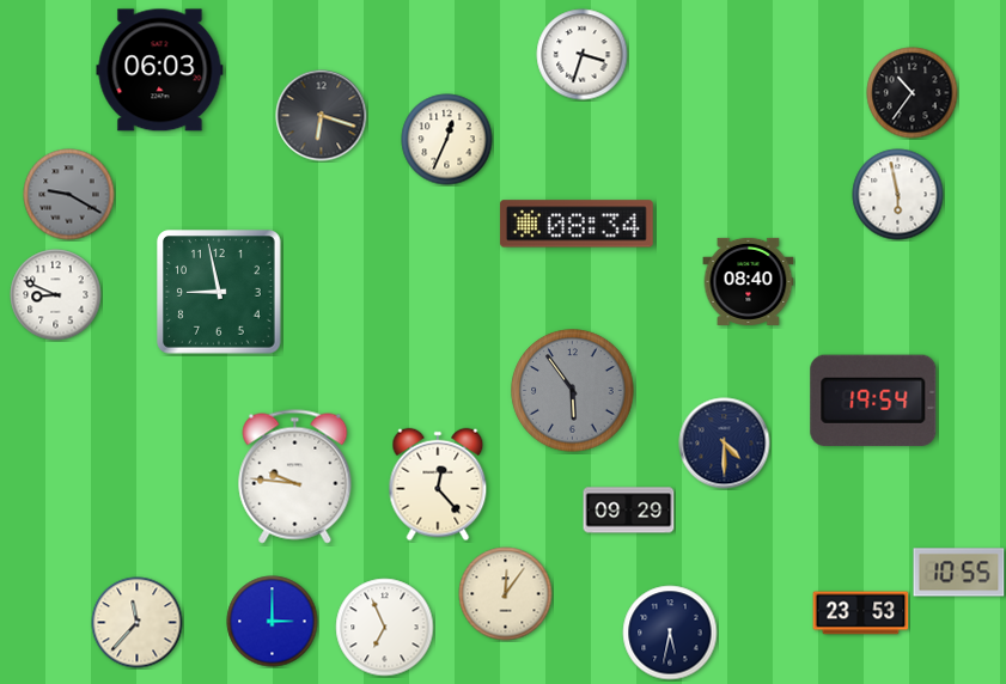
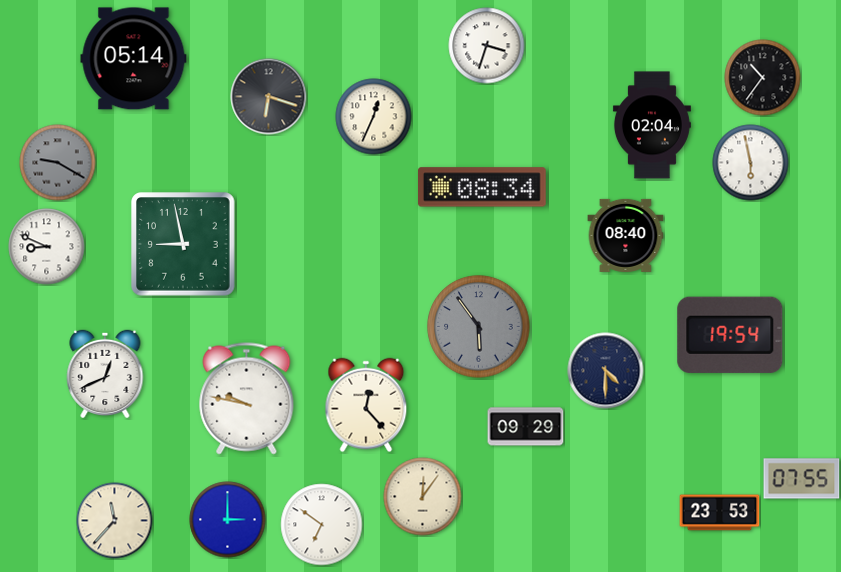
clock at (160, 71): 06:03 -> 05:14
clock at (652, 125): none -> 02:04
clock at (105, 373): none -> 12:41
clock at (295, 477): 9:46 -> 9:47
clock at (959, 573): 10:55 -> 07:55
clock at (385, 628): 6:56 -> 6:51
clock at (670, 633): 5:32 -> none
